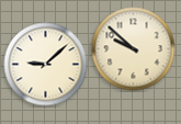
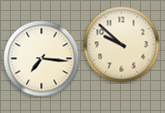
clock at (46, 65): 9:08 -> 7:16
